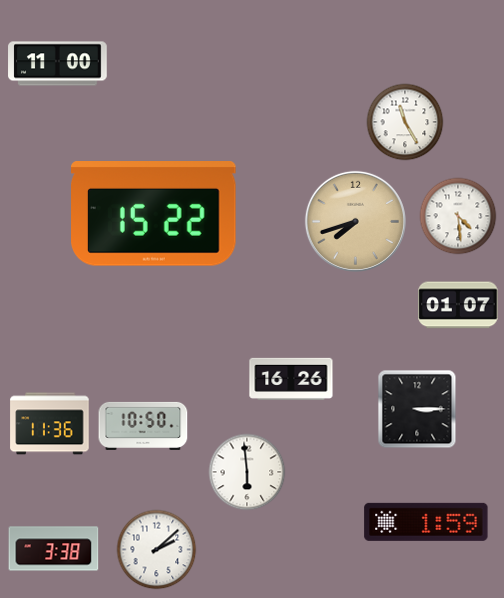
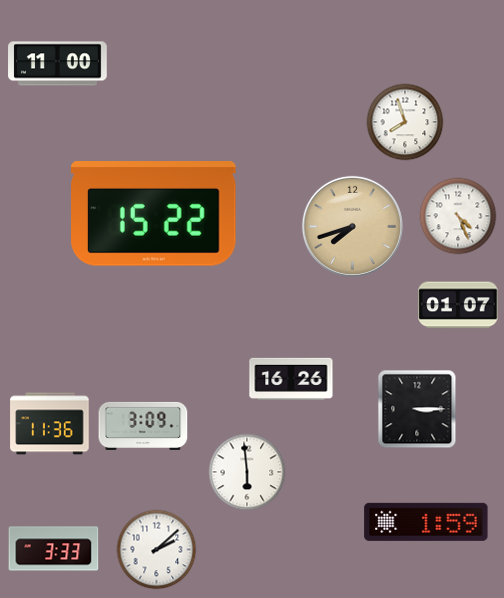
clock at (405, 122): 11:25 -> 7:57
clock at (458, 216): 4:29 -> 4:26
clock at (355, 221) position: (355, 221) -> (352, 226)
clock at (143, 426): 10:50 -> 3:09
clock at (54, 549): 3:38 -> 3:33
